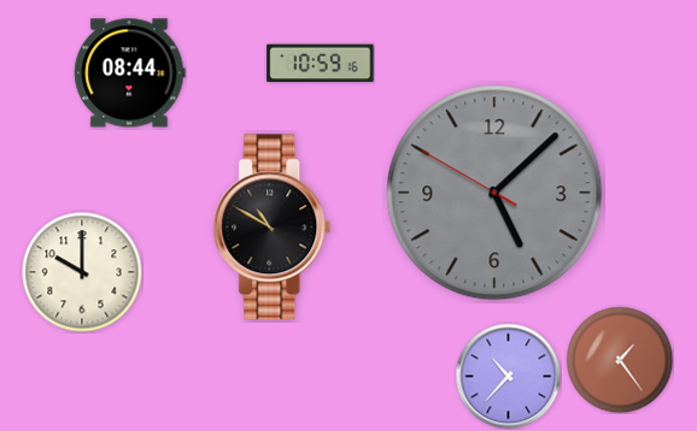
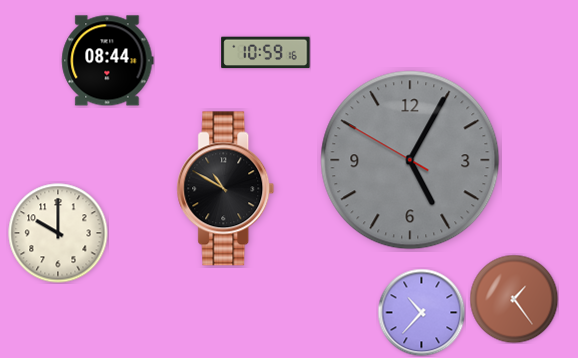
clock at (494, 193): 5:07 -> 5:04
clock at (82, 272) position: (82, 272) -> (58, 233)
